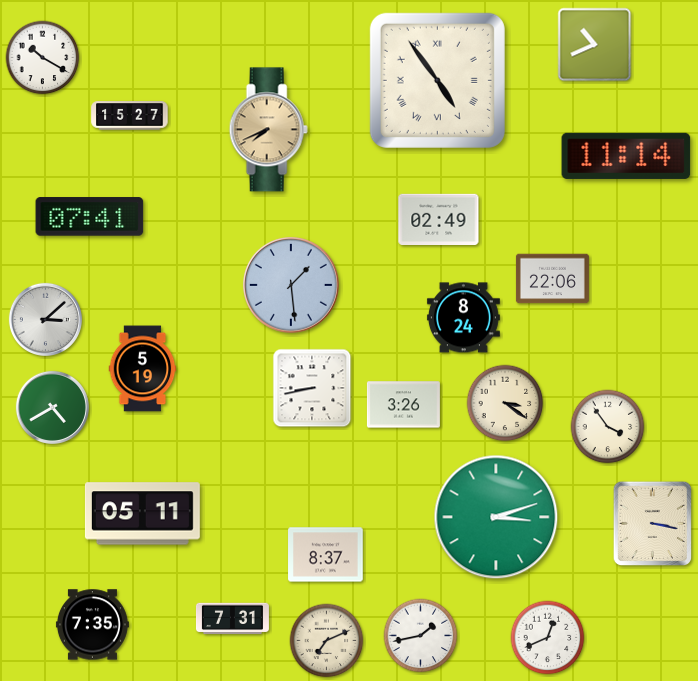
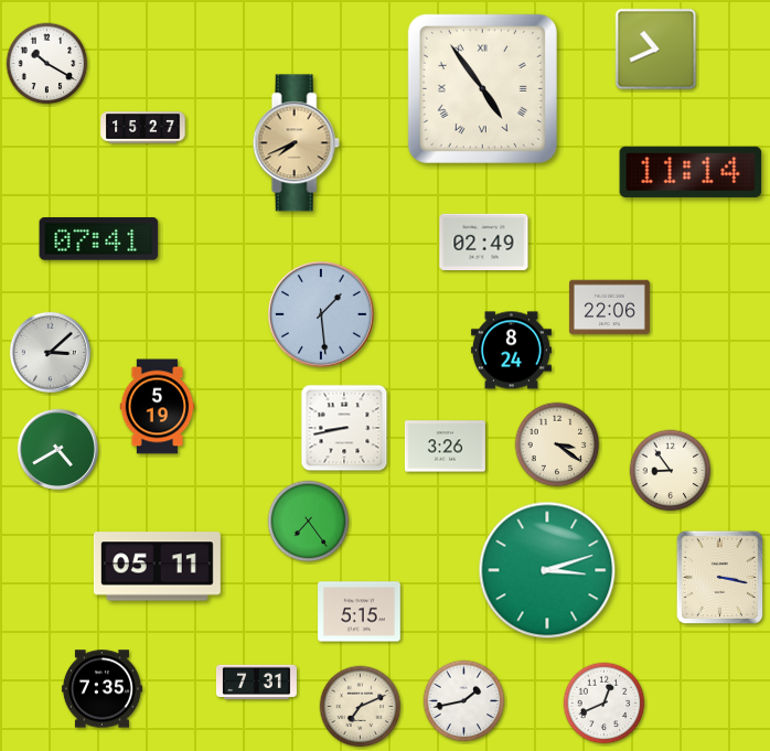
clock at (608, 427): 3:54 -> 8:54
clock at (309, 522): none -> 7:24
clock at (326, 555): 8:37 -> 5:15
